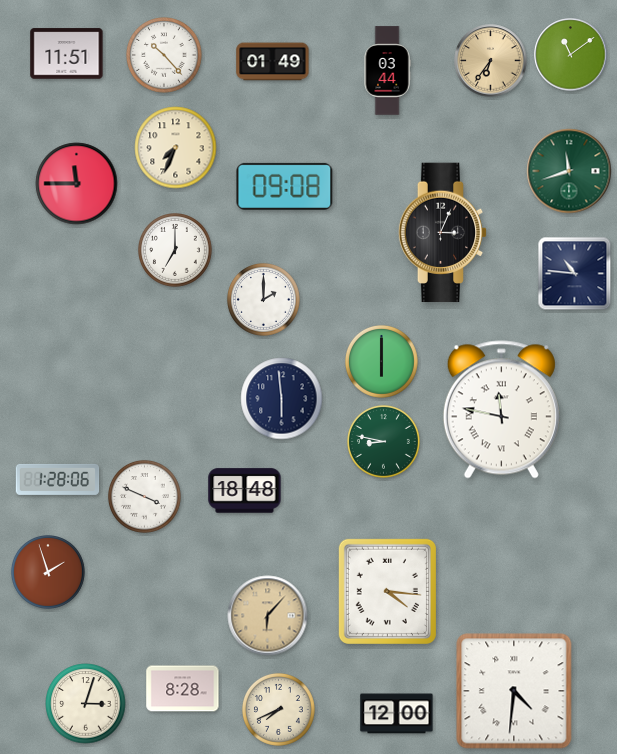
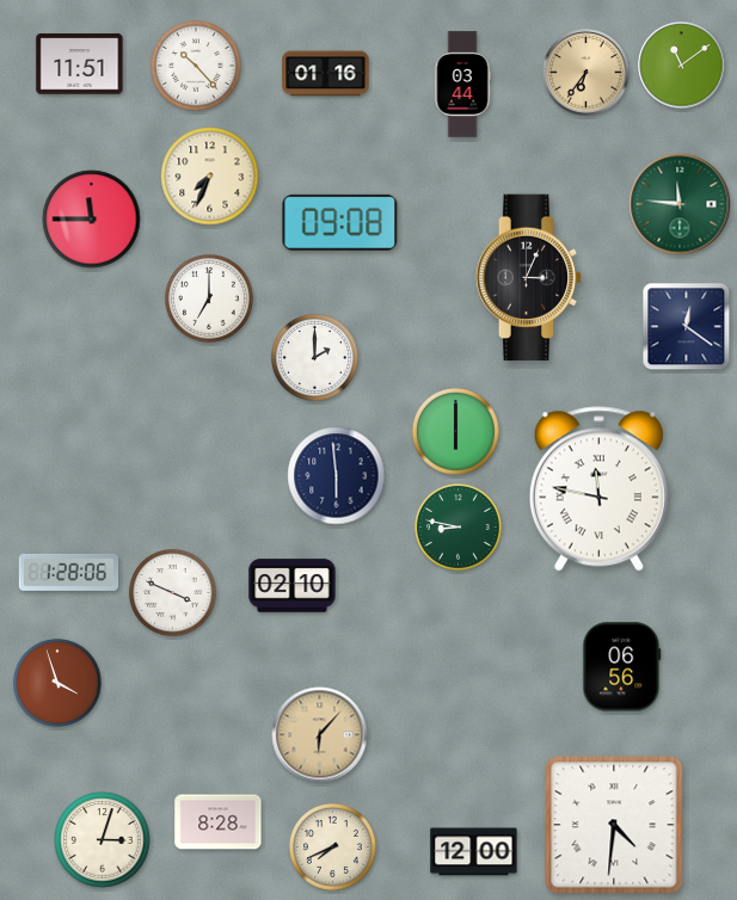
clock at (273, 62): 01:49 -> 01:16
clock at (569, 171): 11:42 -> 11:46
clock at (575, 274): 10:46 -> 12:21
clock at (245, 491): 18:48 -> 02:10
clock at (622, 667): none -> 06:56
clock at (49, 573): 1:57 -> 3:57
clock at (387, 591): 4:16 -> none
